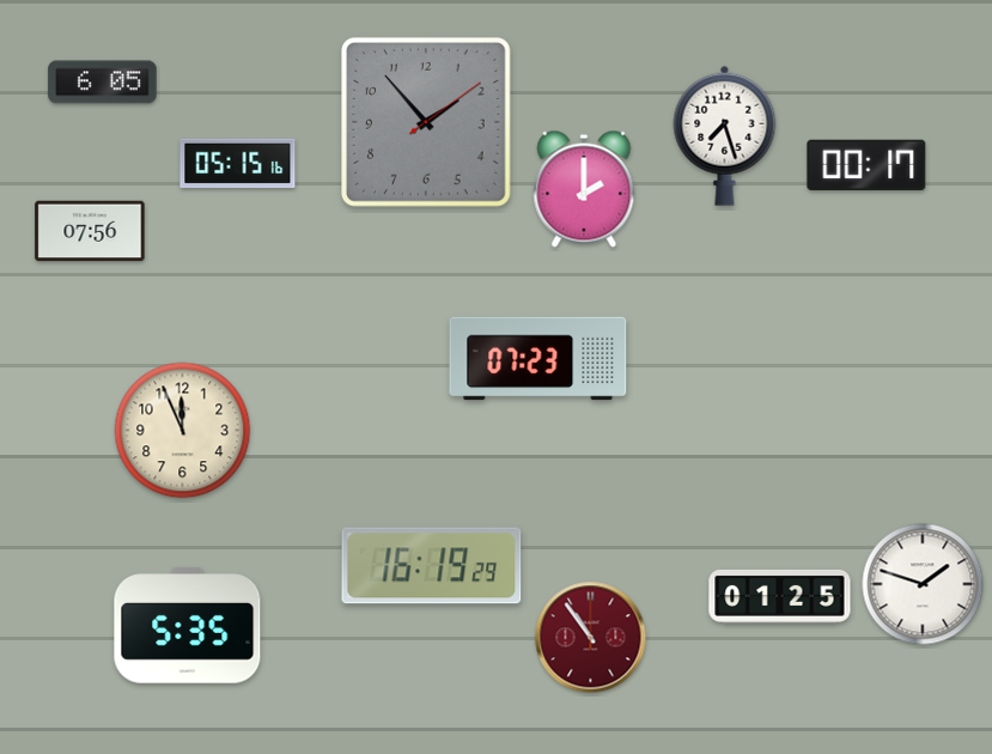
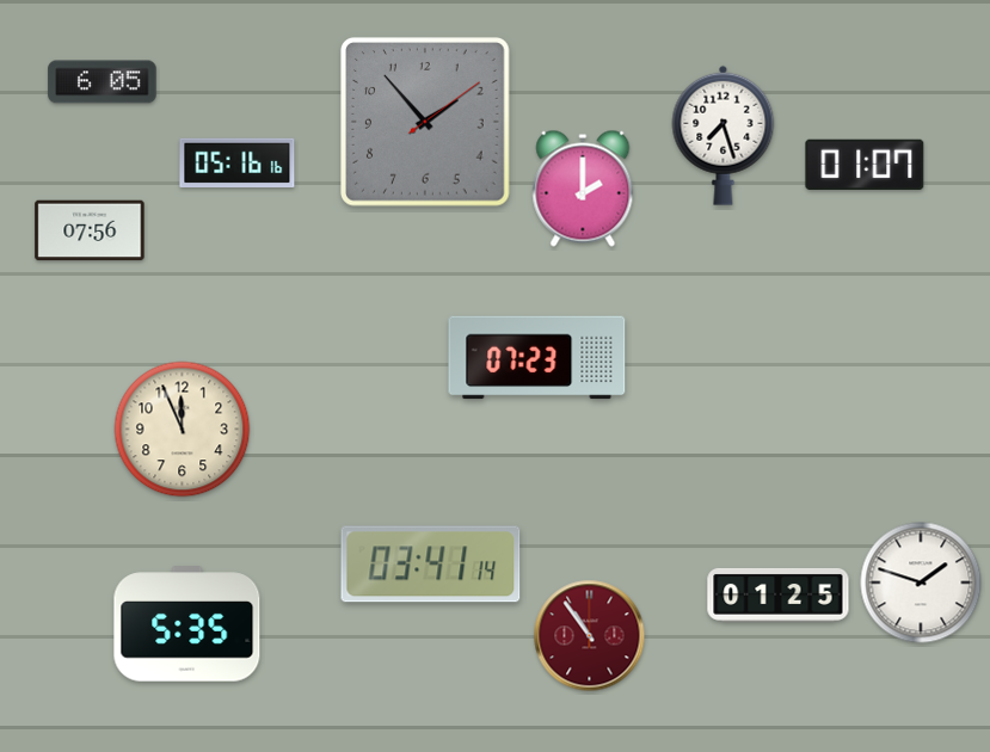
clock at (238, 163): 05:15 -> 05:16
clock at (866, 165): 00:17 -> 01:07
clock at (432, 566): 16:19 -> 03:41
